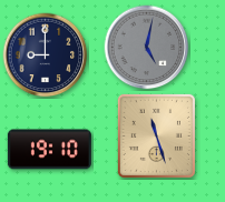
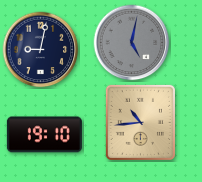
clock at (46, 55): 9:00 -> 9:02
clock at (156, 135): 11:27 -> 10:44
